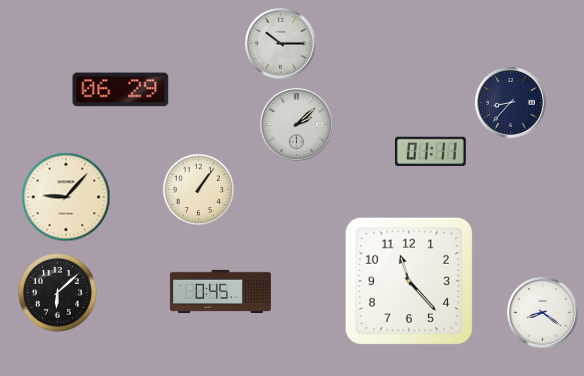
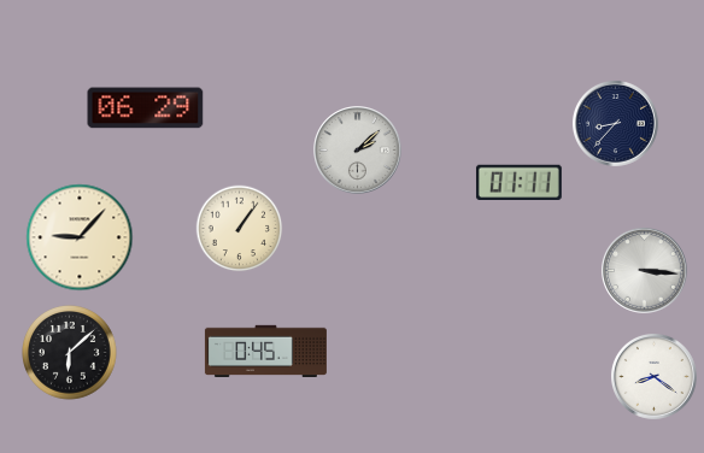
clock at (281, 44): 10:15 -> none
clock at (645, 271): none -> 3:16
clock at (409, 281): 11:23 -> none
